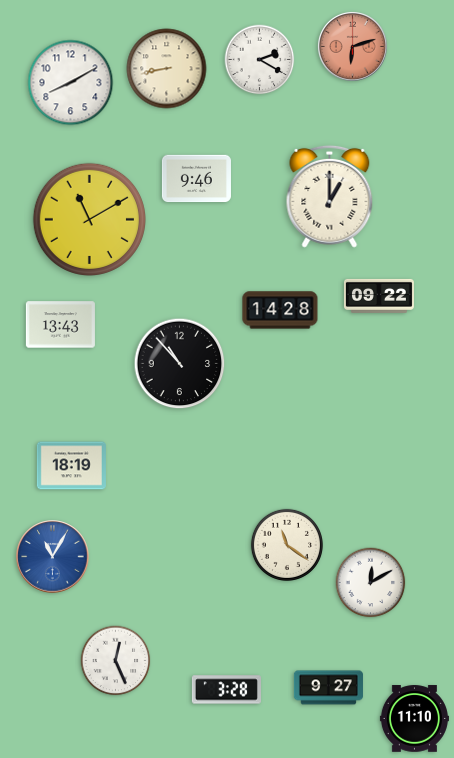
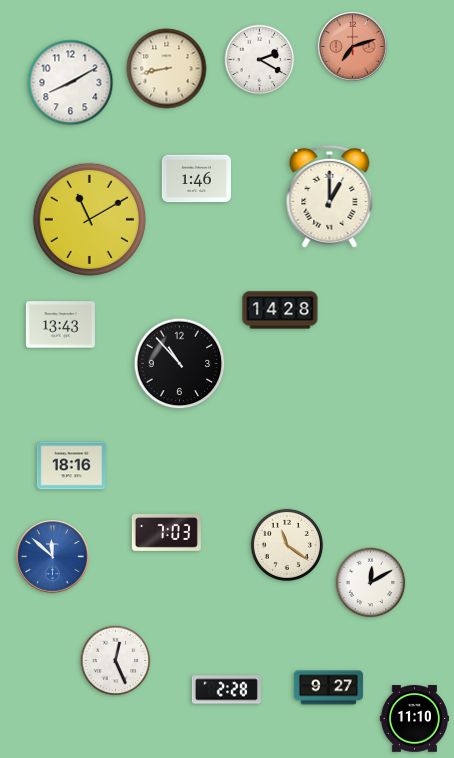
clock at (352, 46): 6:12 -> 7:12
clock at (196, 179): 9:46 -> 1:46
clock at (379, 296): 09:22 -> none
clock at (71, 466): 18:19 -> 18:16
clock at (166, 532): none -> 7:03
clock at (53, 557): 11:05 -> 11:52
clock at (226, 690): 3:28 -> 2:28
